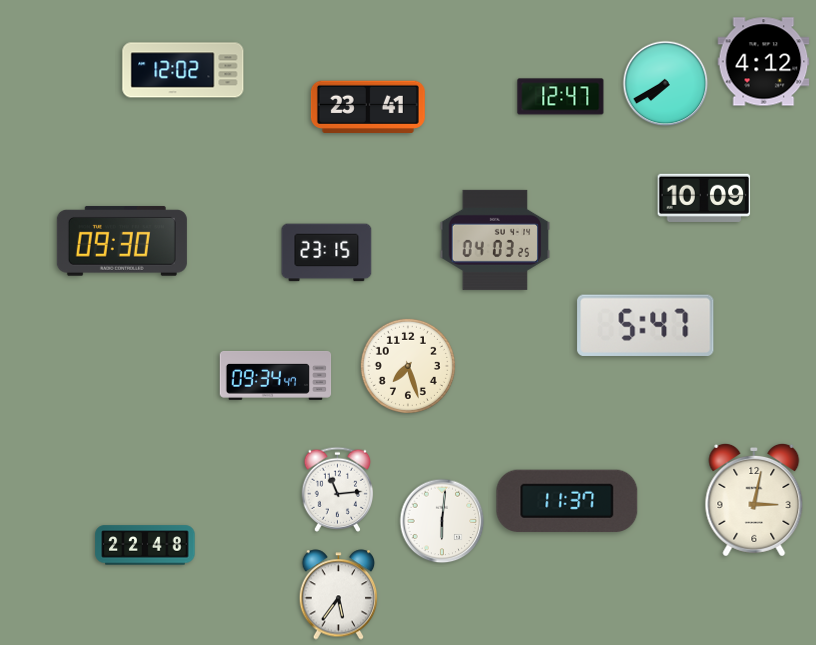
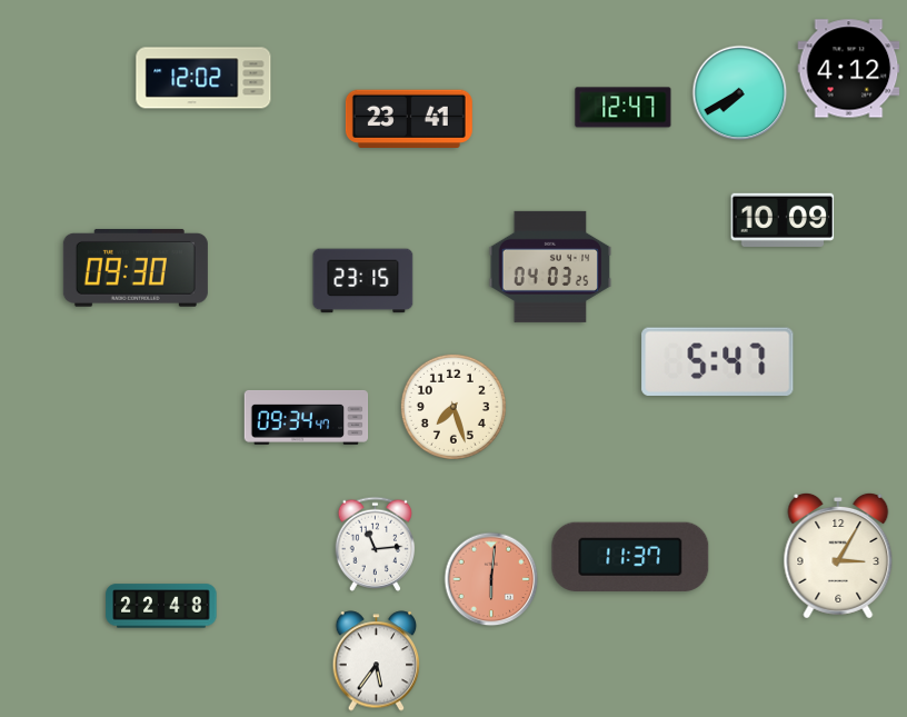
clock at (754, 500): 3:02 -> 3:05
clock at (442, 521) dial: white -> salmon
